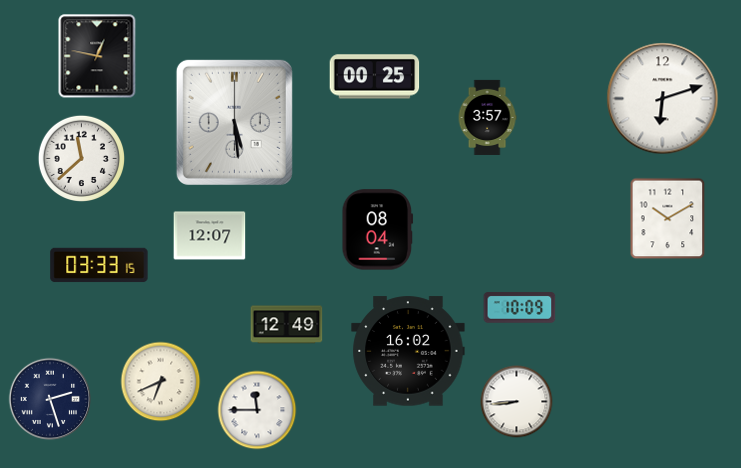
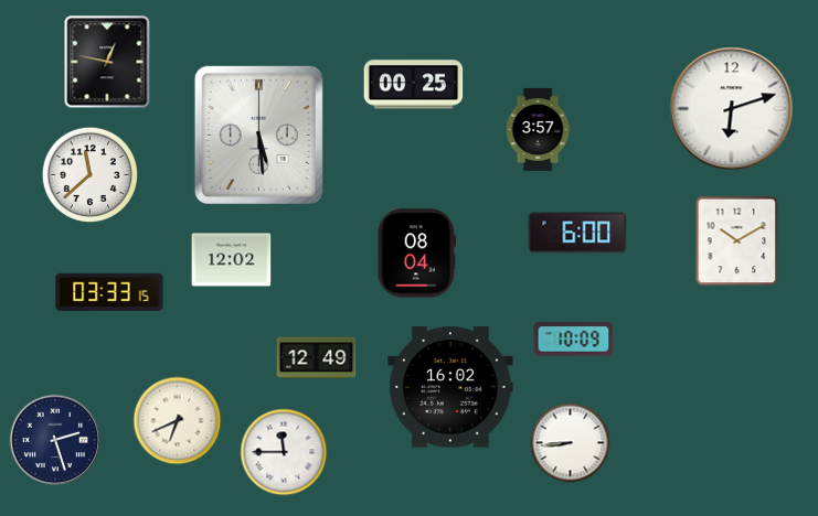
clock at (577, 233): none -> 6:00
clock at (210, 236): 12:07 -> 12:02
